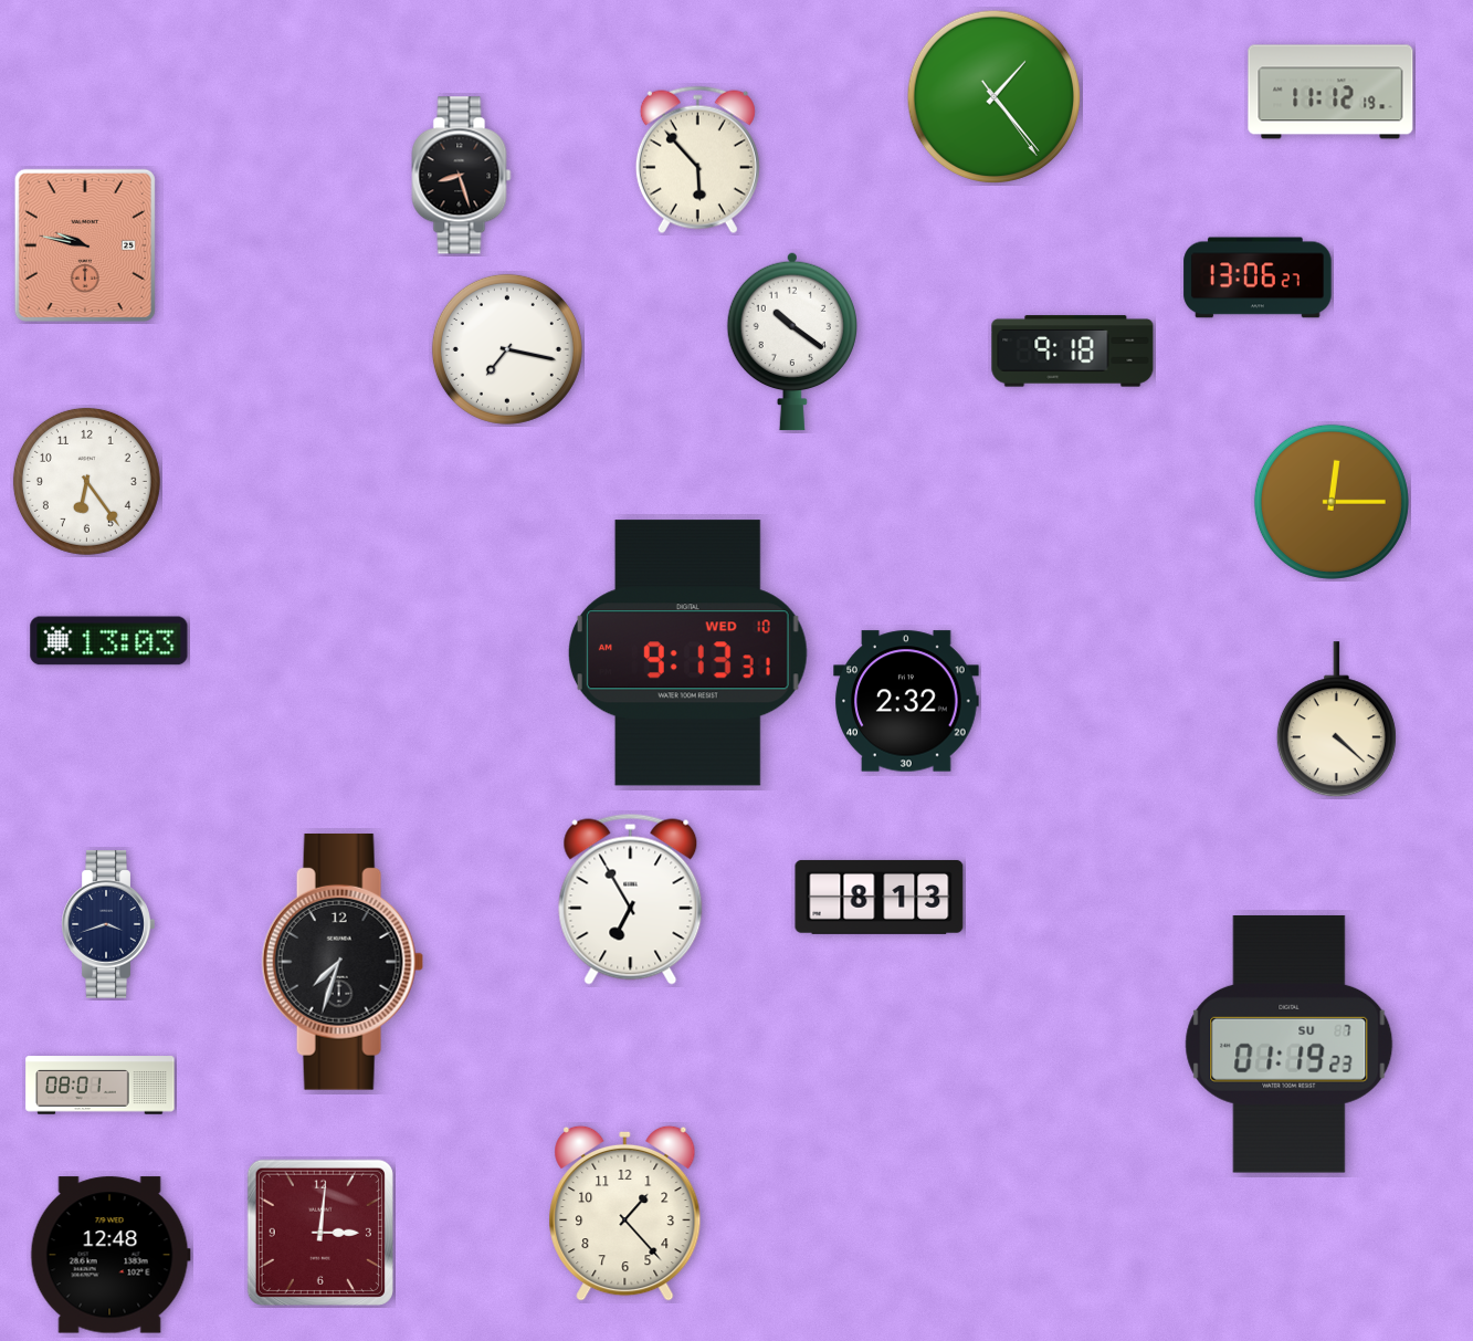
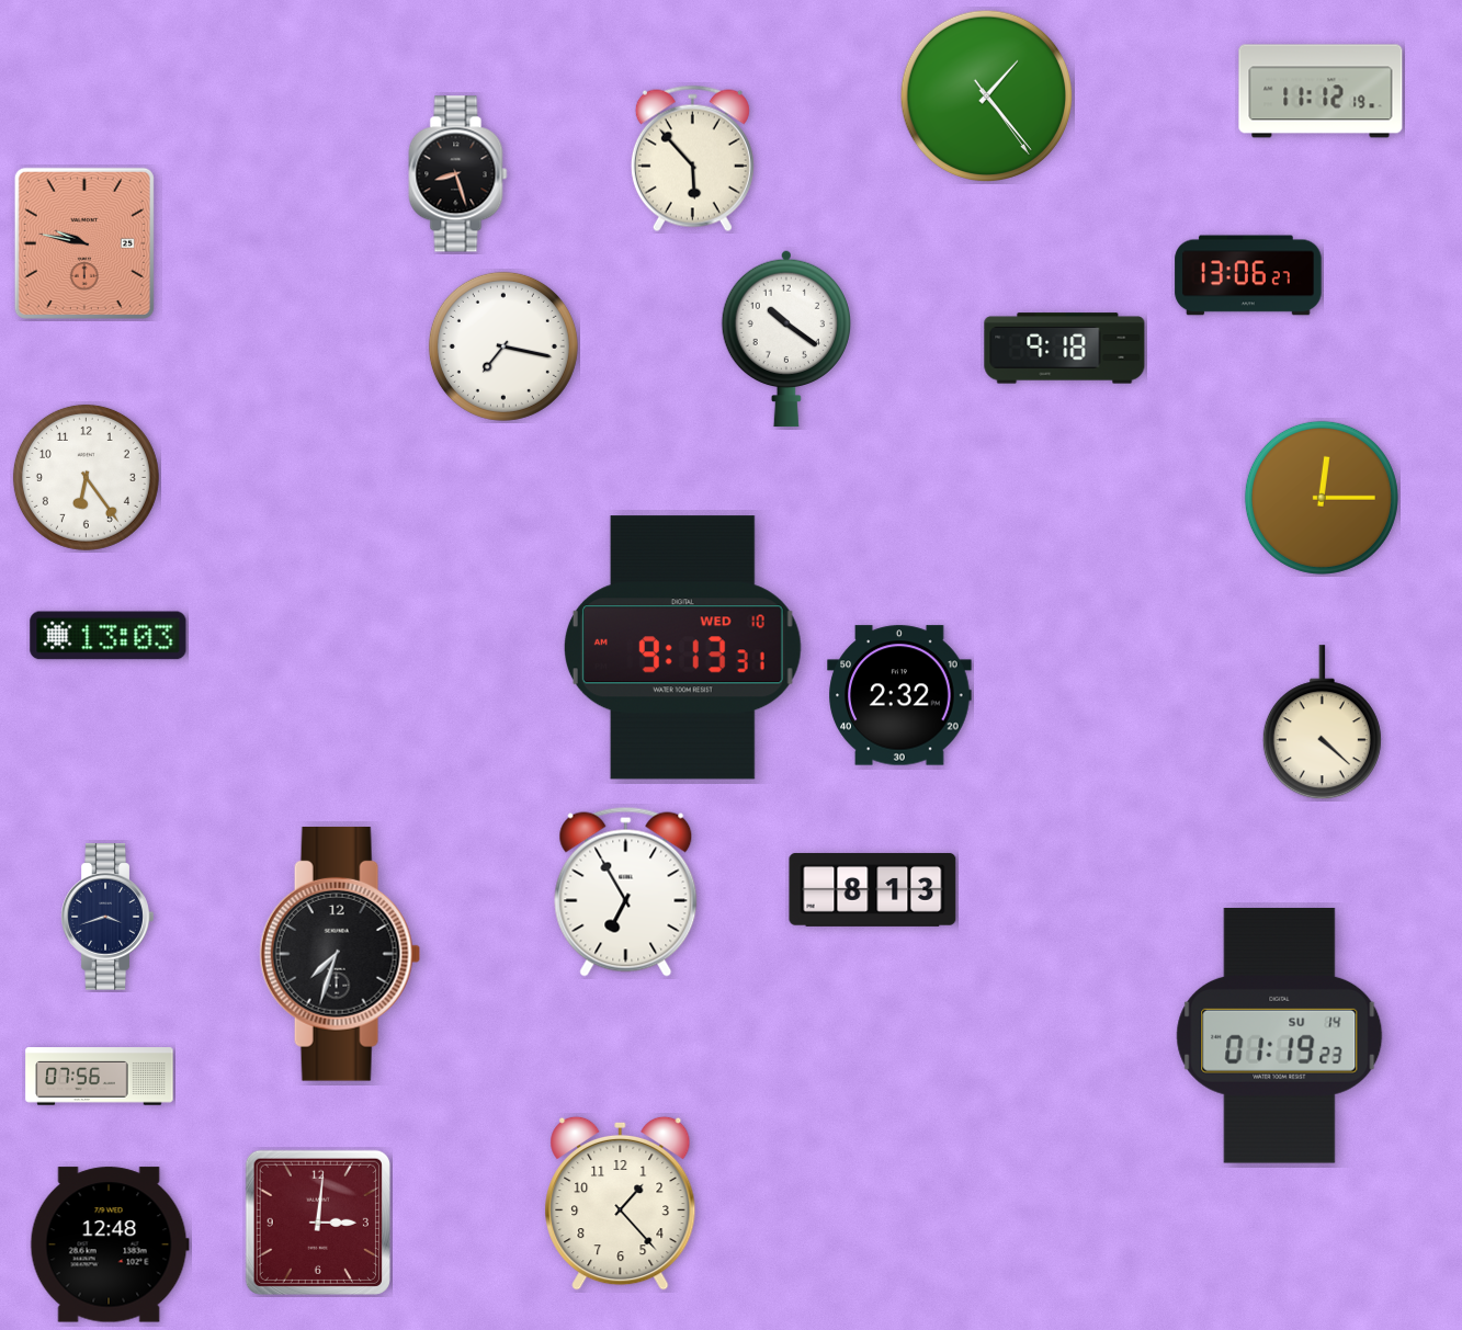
clock at (1336, 720) position: (1336, 720) -> (1322, 723)
clock at (1290, 1044) date: SU 7 -> SU 14
clock at (101, 1086): 08:01 -> 07:56
